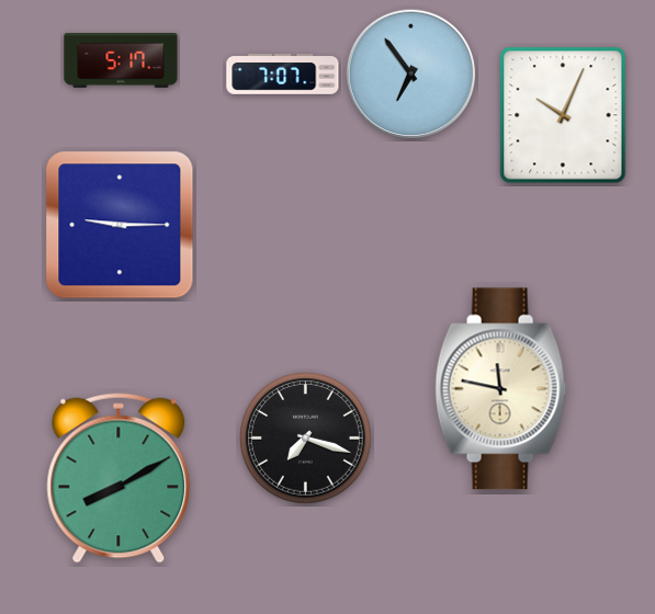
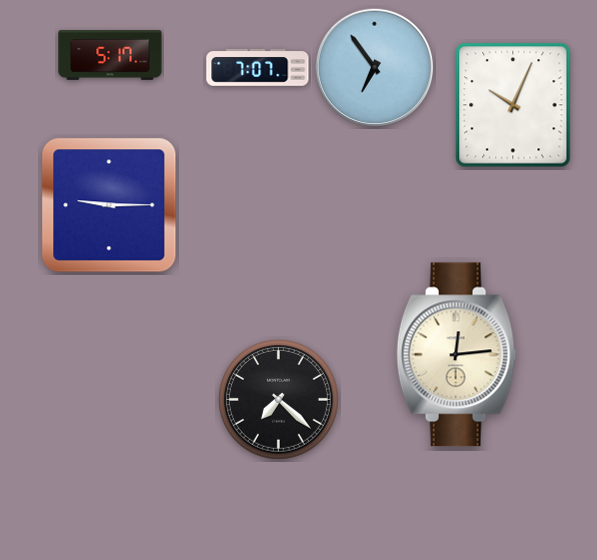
clock at (501, 389): 11:47 -> 12:14
clock at (306, 439): 7:18 -> 7:22
clock at (118, 478): 8:10 -> none
